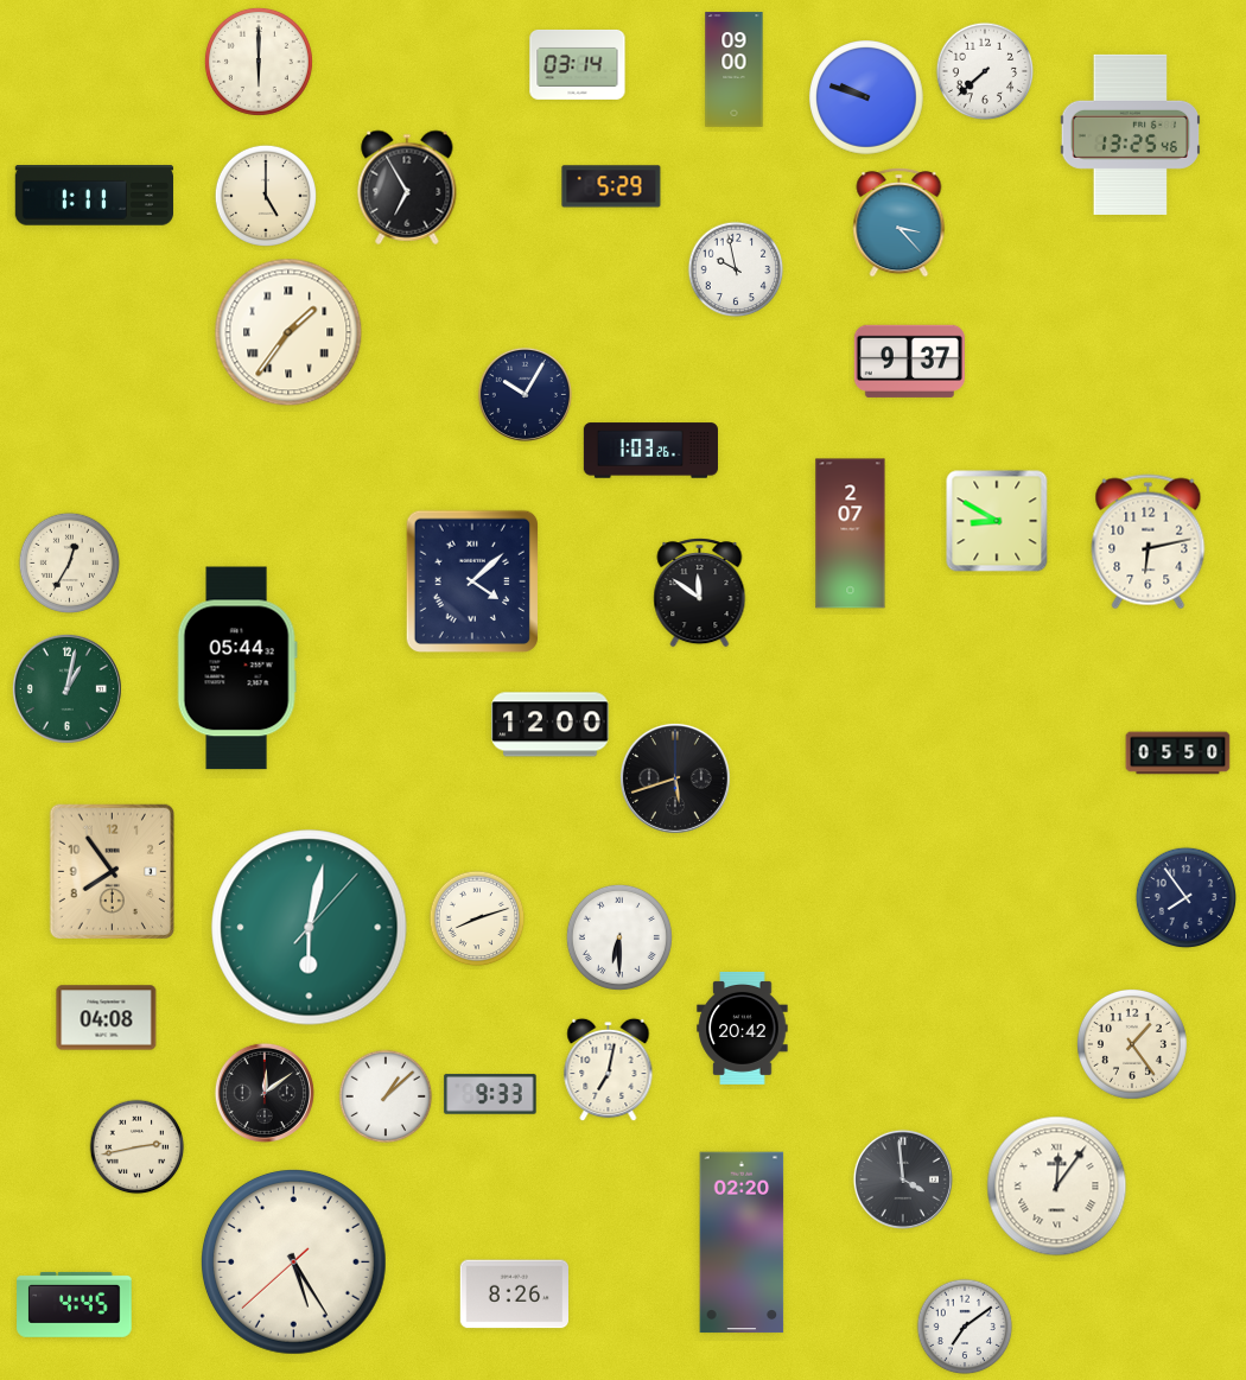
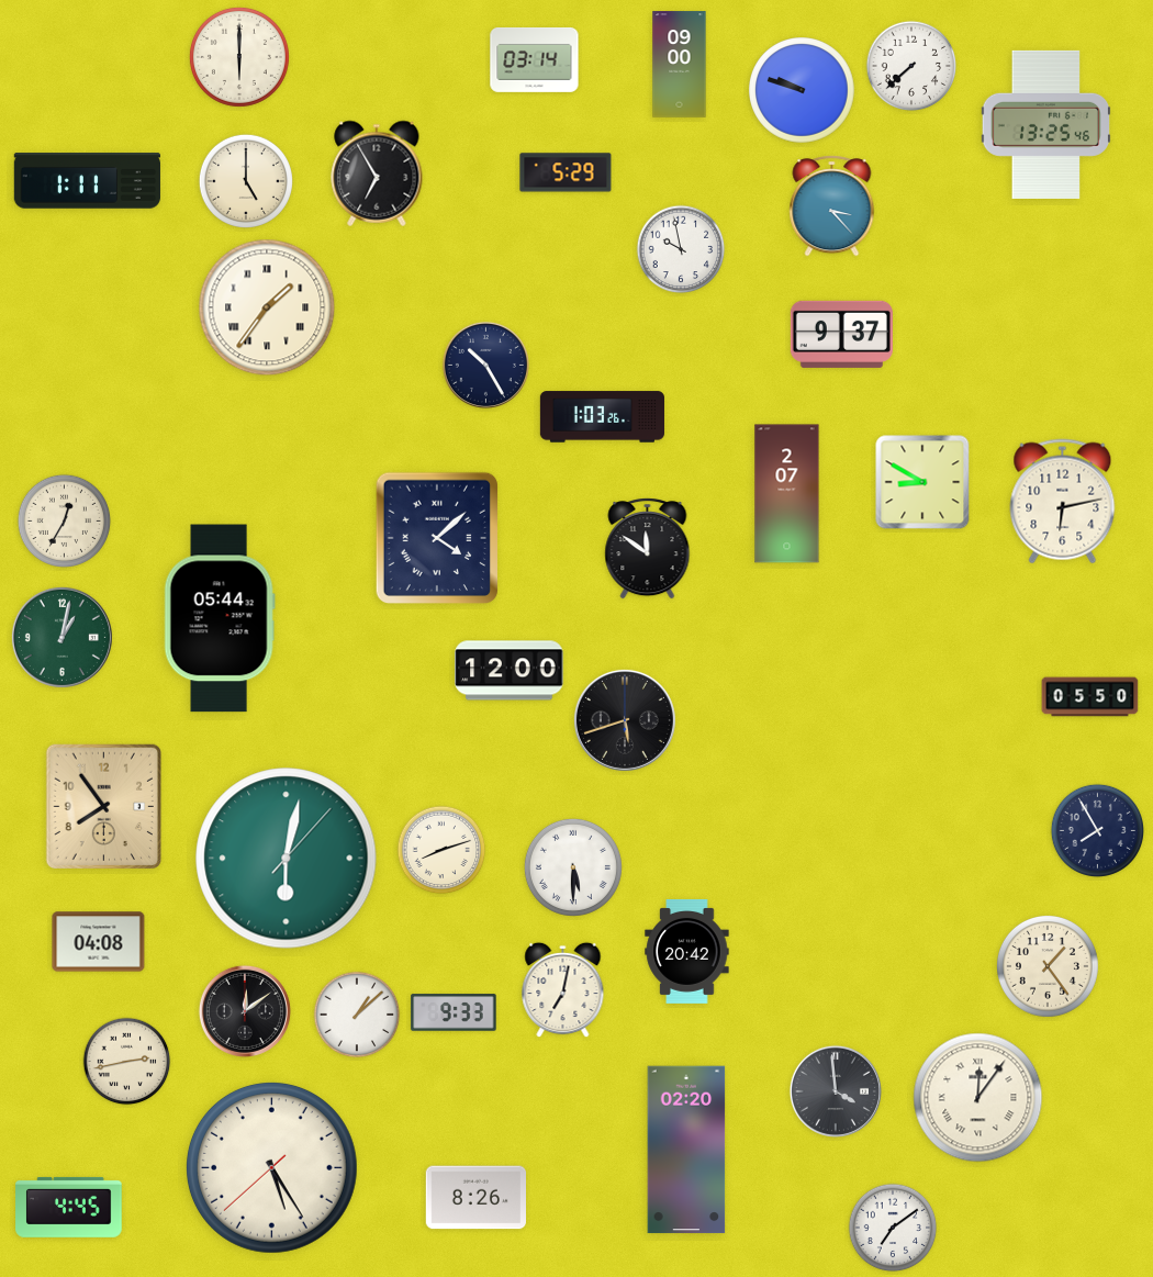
clock at (525, 394): 10:05 -> 10:25
clock at (1185, 897): 7:54 -> 7:55
clock at (619, 937): 6:30 -> 5:30
